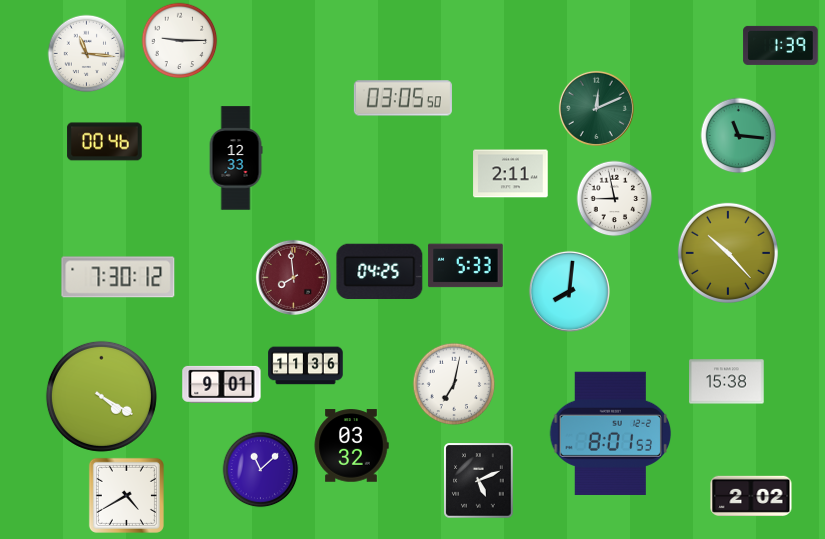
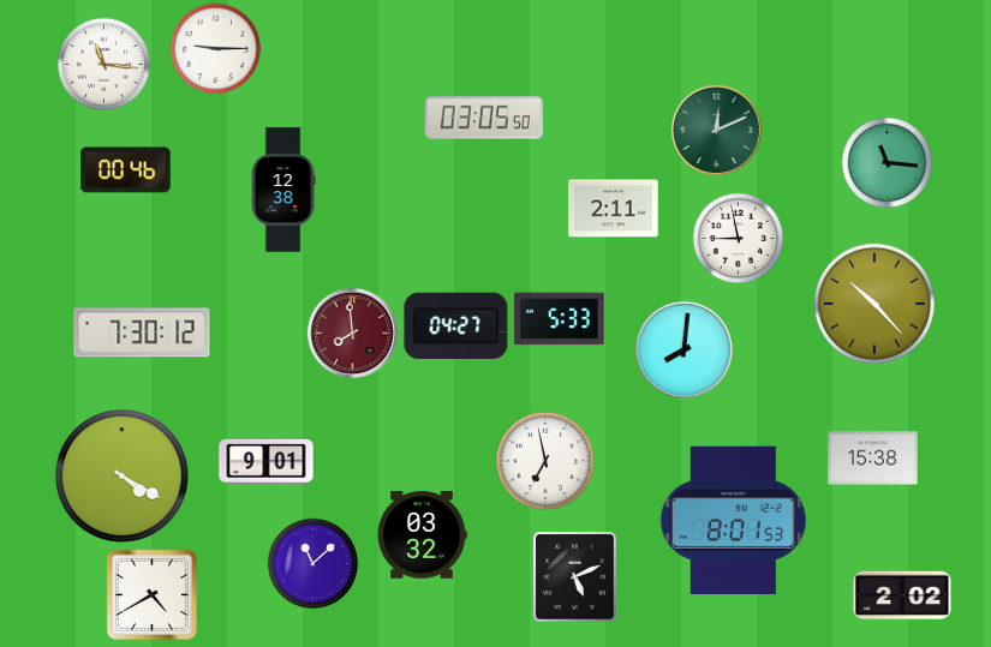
clock at (781, 45): 1:39 -> none
clock at (236, 158): 12:33 -> 12:38
clock at (380, 271): 04:25 -> 04:27
clock at (306, 366): 11:36 -> none
clock at (454, 384): 7:02 -> 6:58
